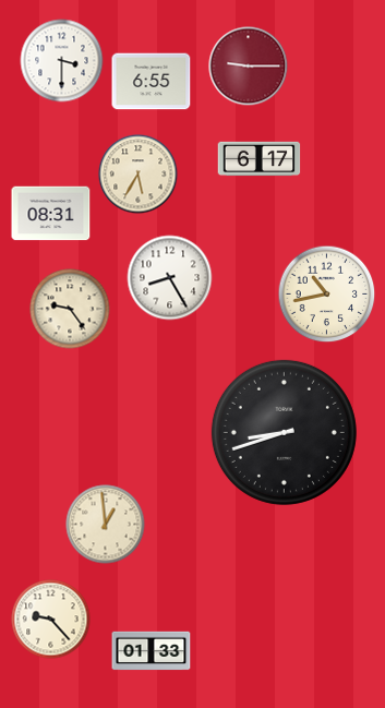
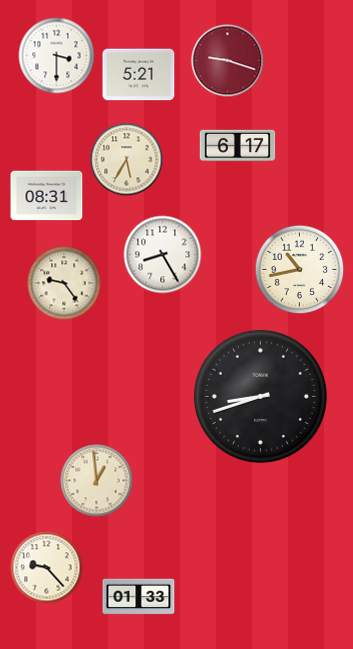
clock at (249, 67): 9:15 -> 9:18
clock at (152, 82): 6:55 -> 5:21
clock at (170, 278) position: (170, 278) -> (163, 255)
